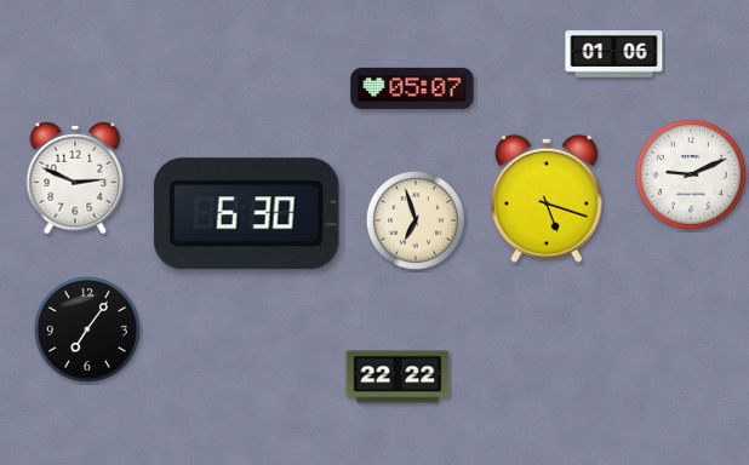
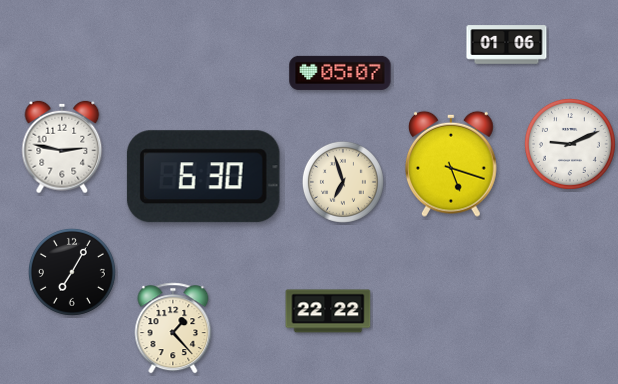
clock at (75, 178): 2:49 -> 2:47
clock at (87, 329): 7:06 -> 7:05
clock at (173, 328): none -> 1:23
